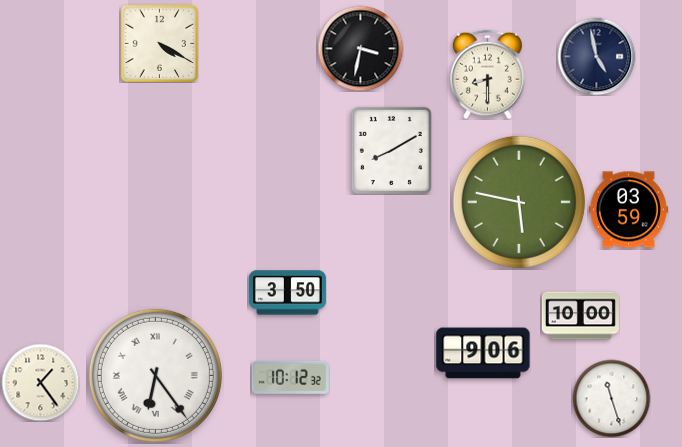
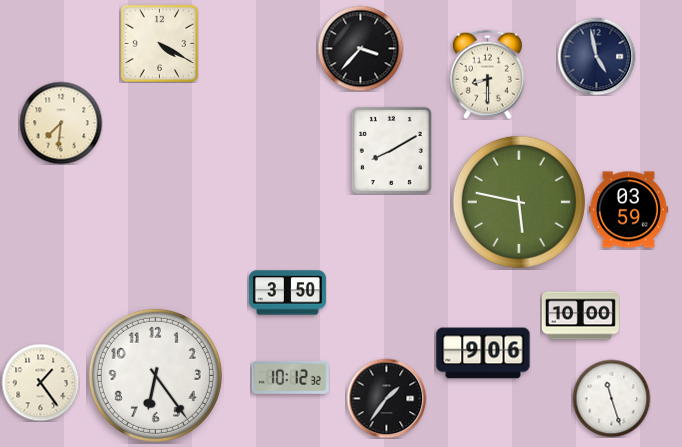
clock at (360, 48): 3:32 -> 3:37
clock at (61, 123): none -> 7:31
clock at (155, 375) numerals: Roman -> Arabic
clock at (386, 398): none -> 1:36
